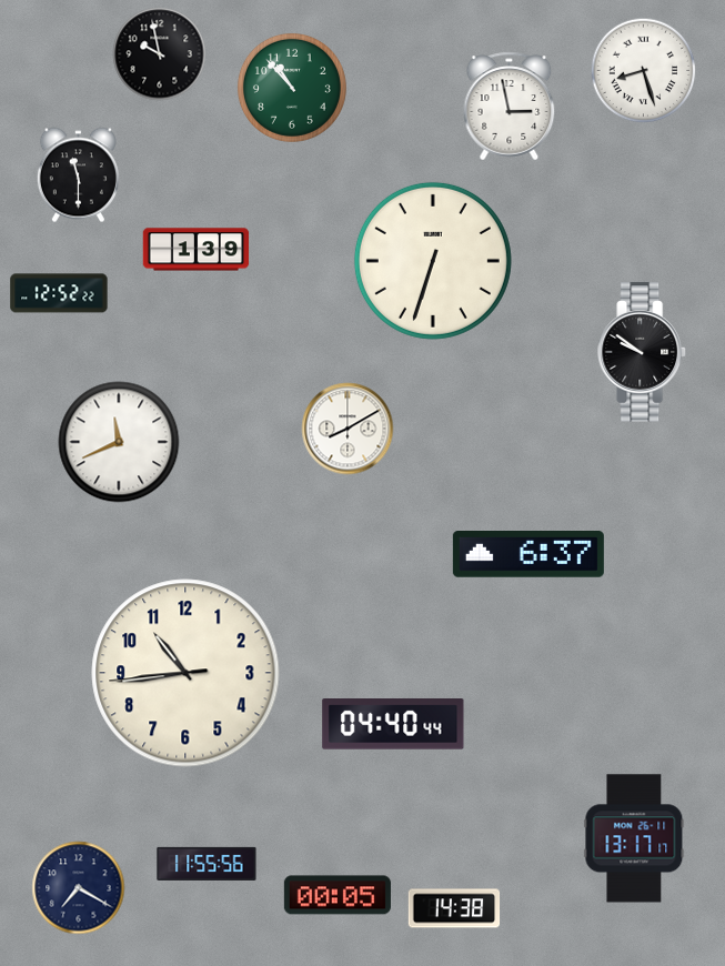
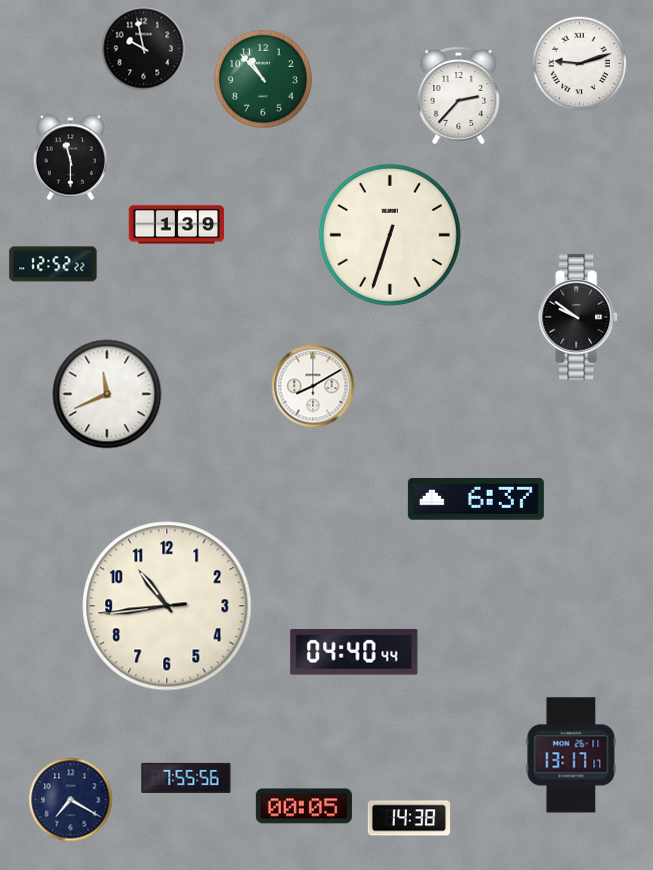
clock at (644, 71): 8:27 -> 9:12
clock at (510, 107): 2:58 -> 2:37
clock at (119, 442) position: (119, 442) -> (107, 394)
clock at (207, 864): 11:55 -> 7:55
